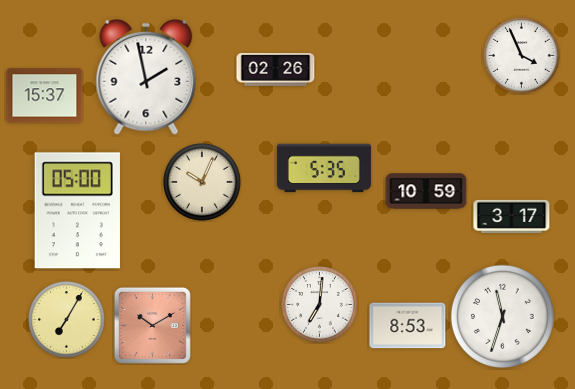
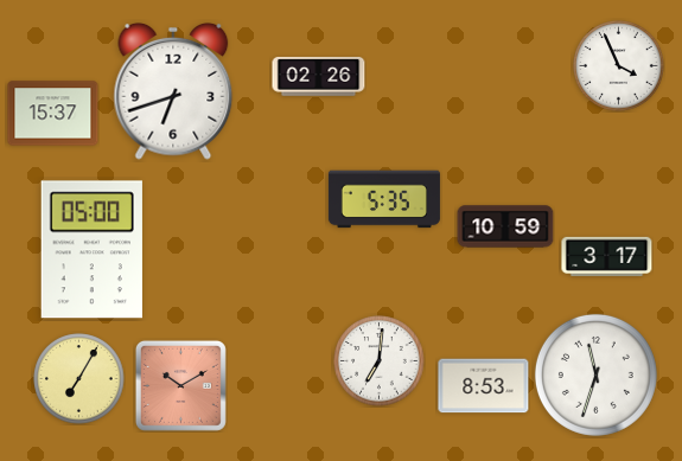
clock at (276, 70) position: (276, 70) -> (319, 77)
clock at (146, 77): 1:58 -> 6:42
clock at (202, 182): 10:04 -> none
